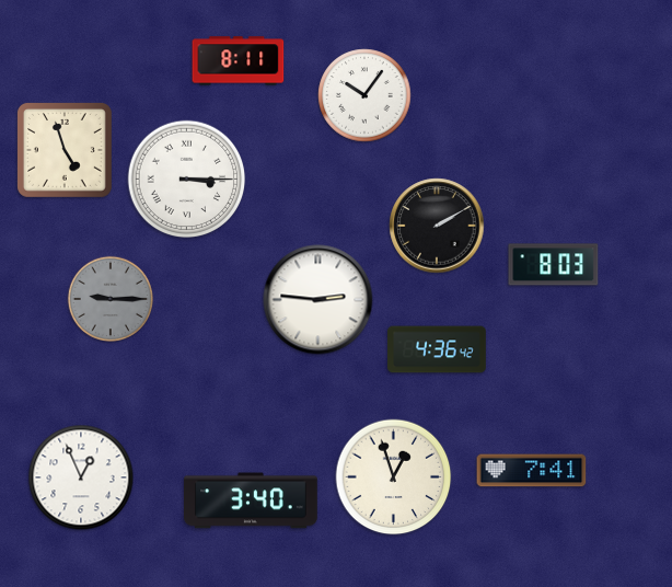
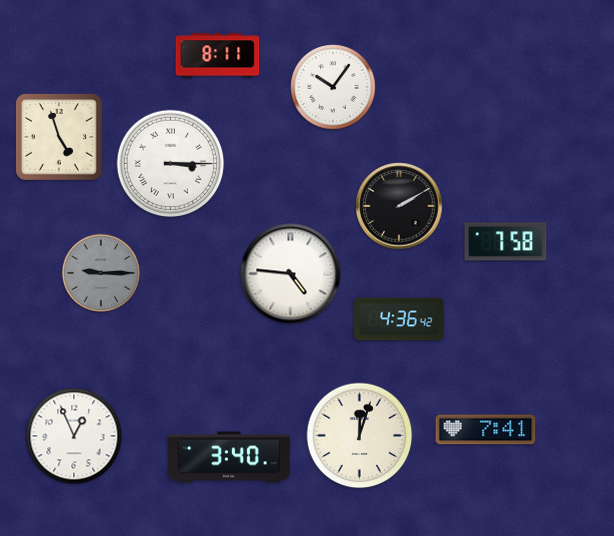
clock at (554, 265): 8:03 -> 7:58
clock at (318, 300): 2:46 -> 4:46
clock at (394, 477): 12:57 -> 12:03
